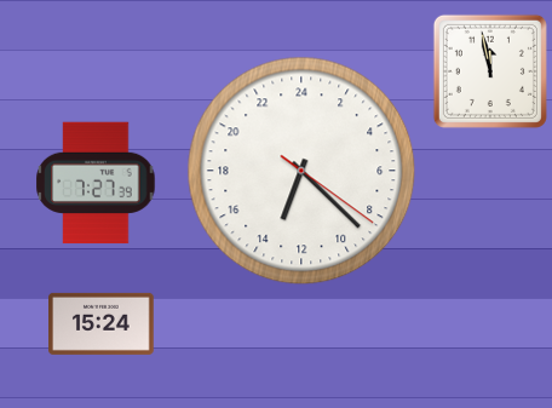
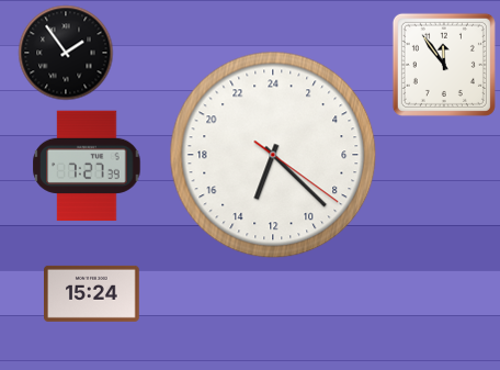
clock at (66, 53): none -> 1:54
clock at (490, 71): 11:58 -> 11:54
